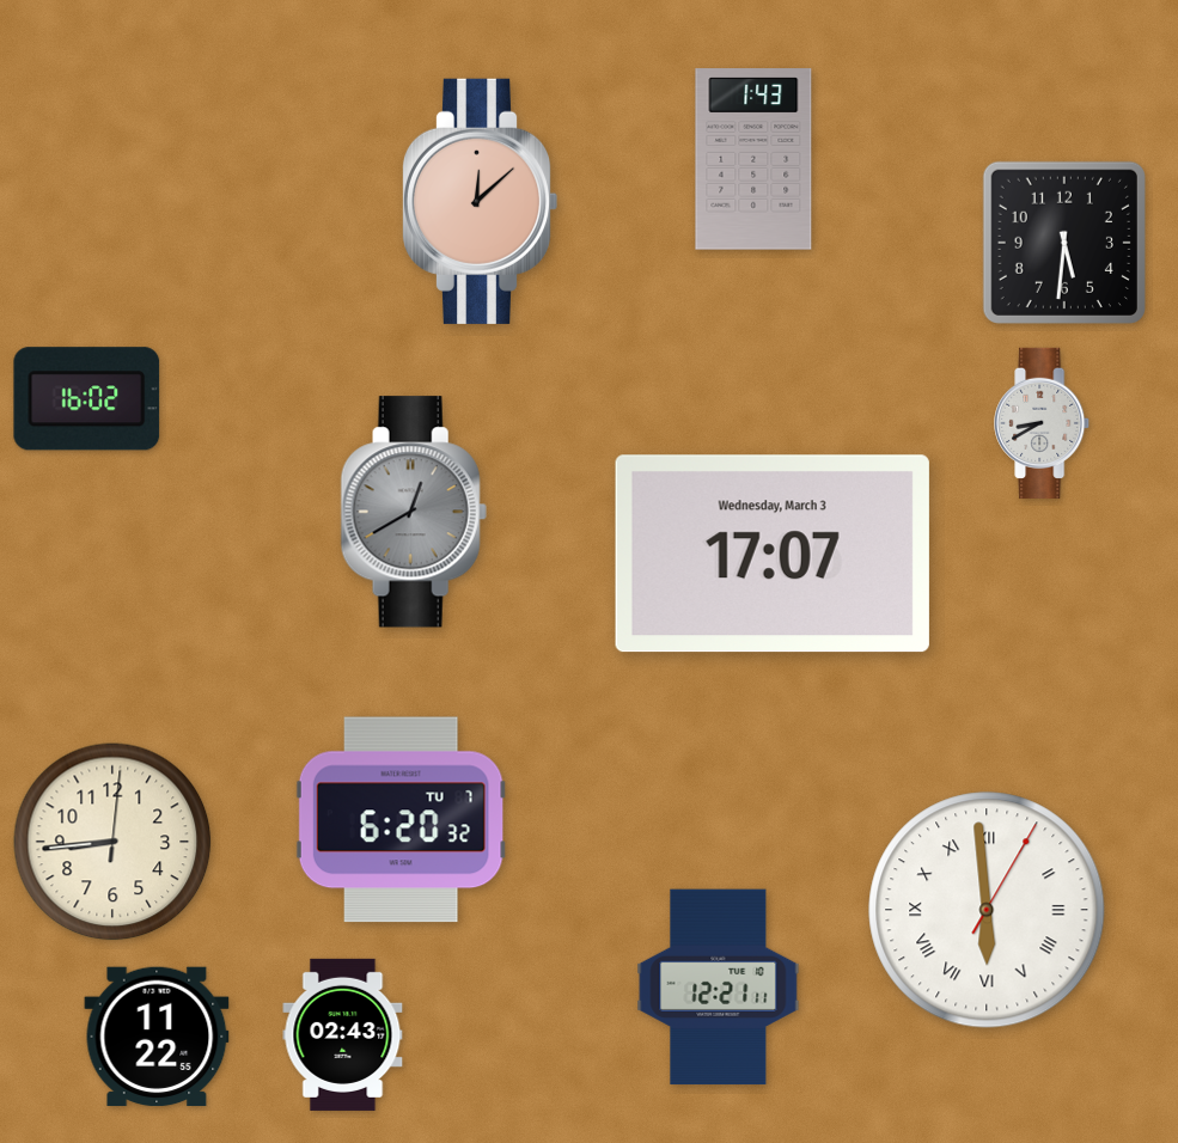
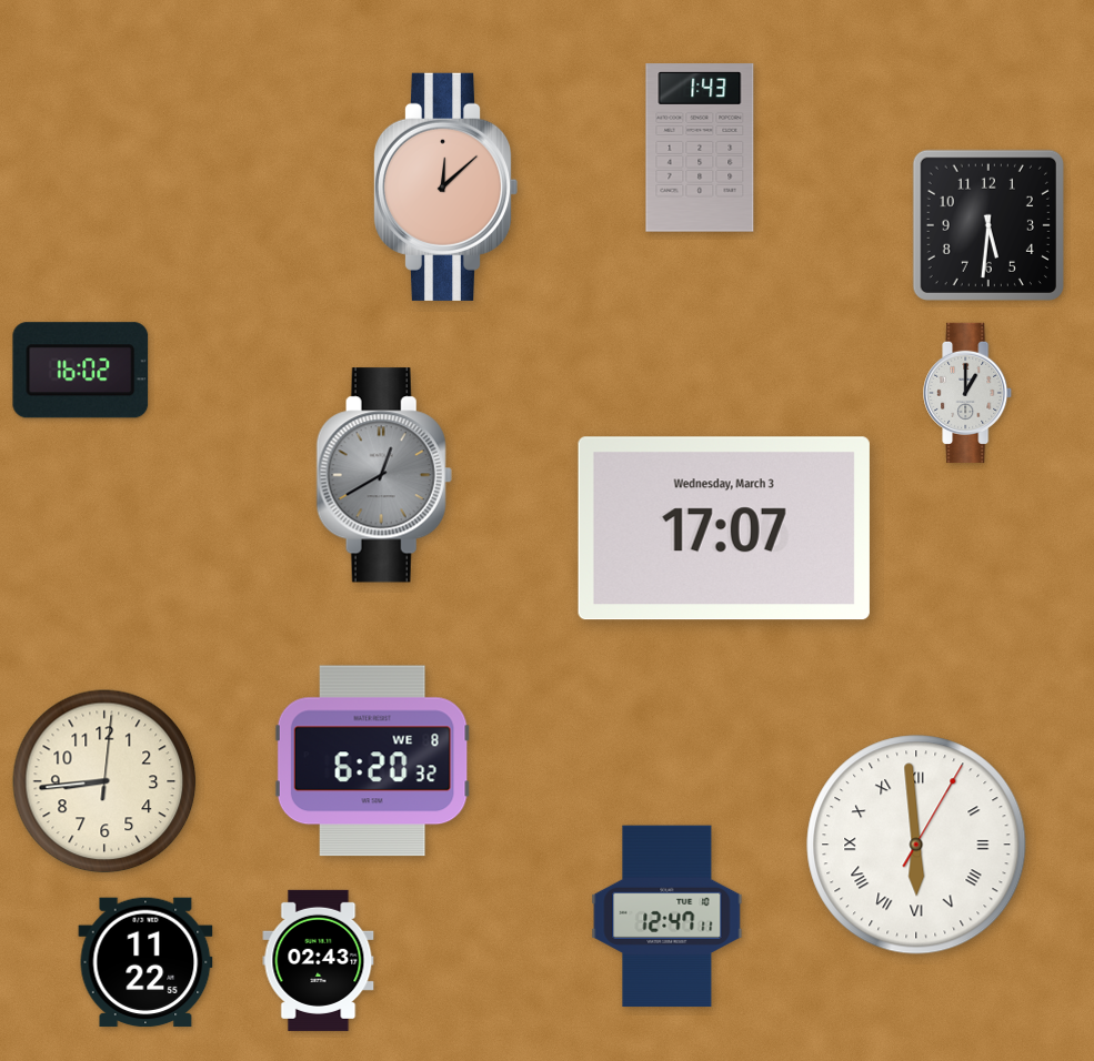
clock at (1043, 423): 8:40 -> 1:00
clock at (773, 554) position: (773, 554) -> (724, 528)
clock at (401, 820) date: TU 7 -> WE 8
clock at (719, 988): 12:21 -> 12:47
